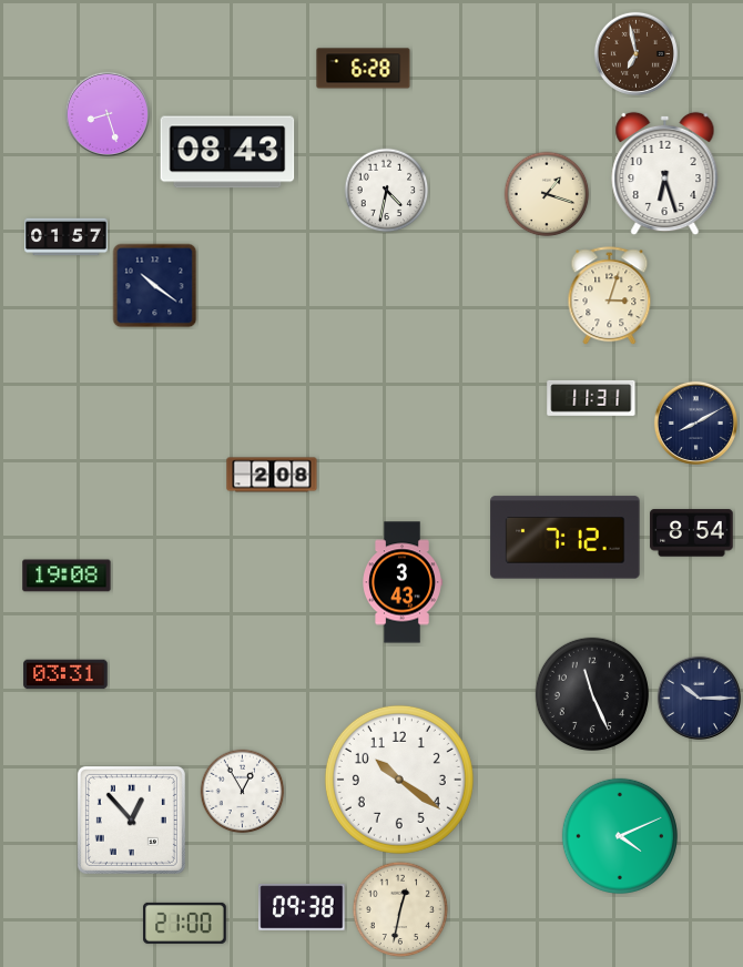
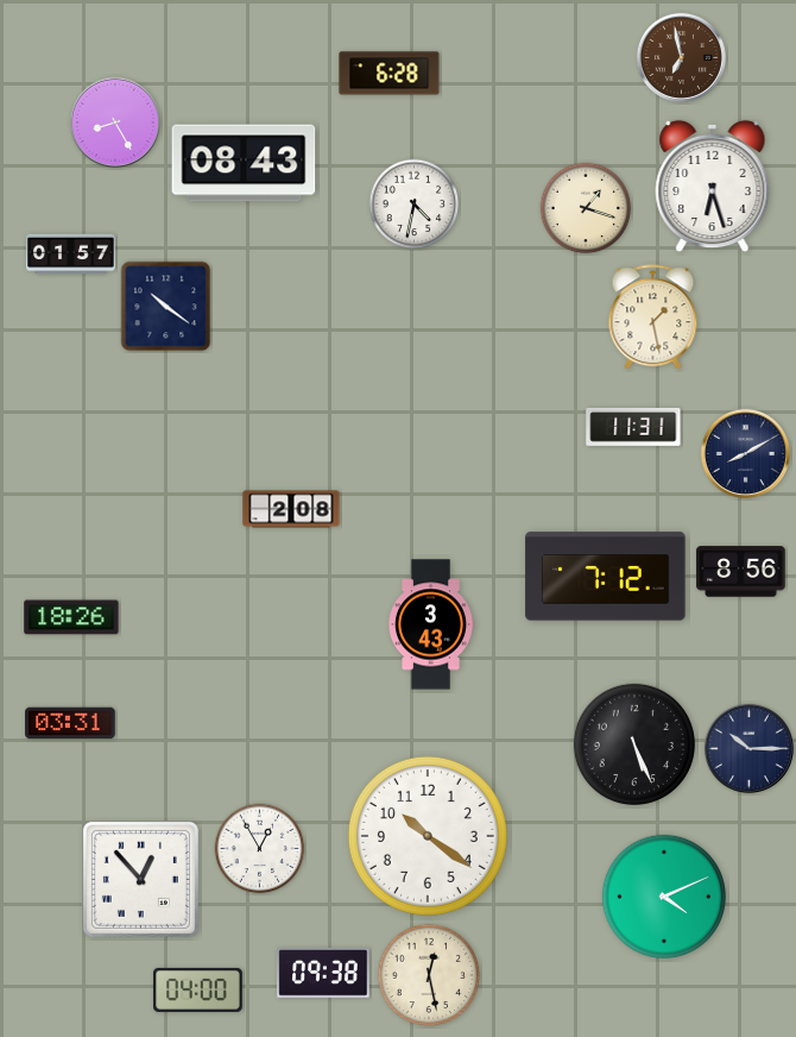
clock at (108, 114): 8:27 -> 8:25
clock at (610, 296): 3:03 -> 1:28
clock at (692, 533): 8:54 -> 8:56
clock at (67, 576): 19:08 -> 18:26
clock at (592, 694): 11:26 -> 5:26
clock at (400, 909): 12:32 -> 12:28
clock at (185, 923): 21:00 -> 04:00
